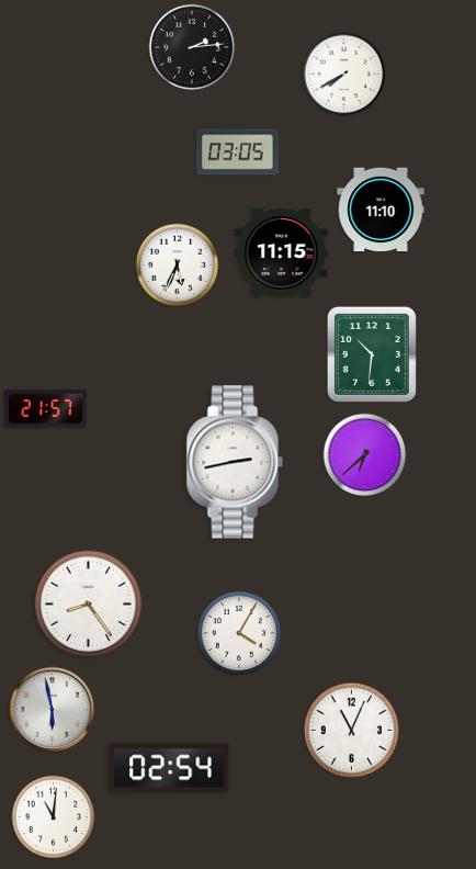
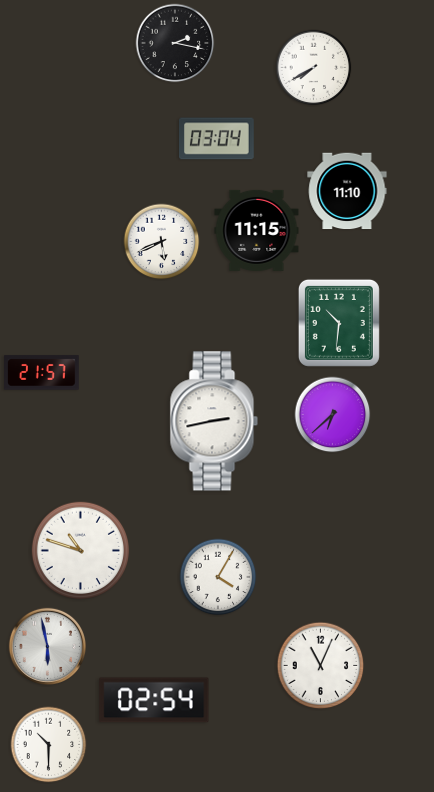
clock at (192, 47): 2:14 -> 2:17
clock at (238, 153): 03:05 -> 03:04
clock at (178, 266): 5:34 -> 5:41
clock at (89, 605): 8:24 -> 10:48
clock at (54, 817): 11:01 -> 10:30
